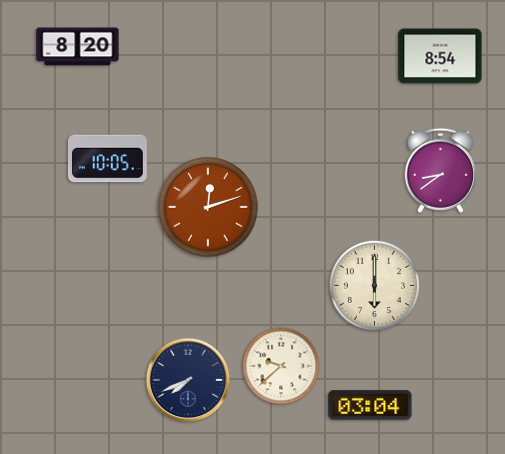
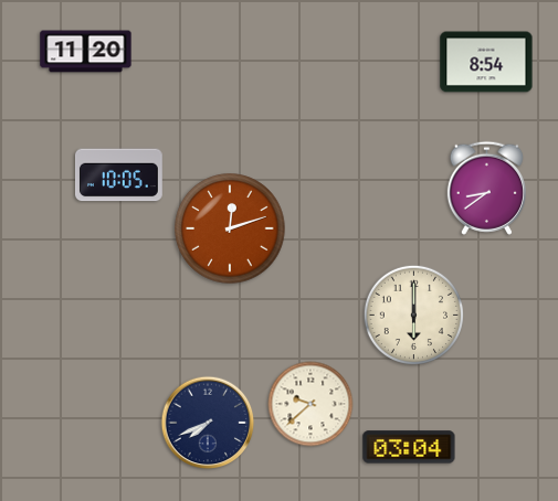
clock at (78, 47): 8:20 -> 11:20
clock at (188, 380) position: (188, 380) -> (208, 423)
